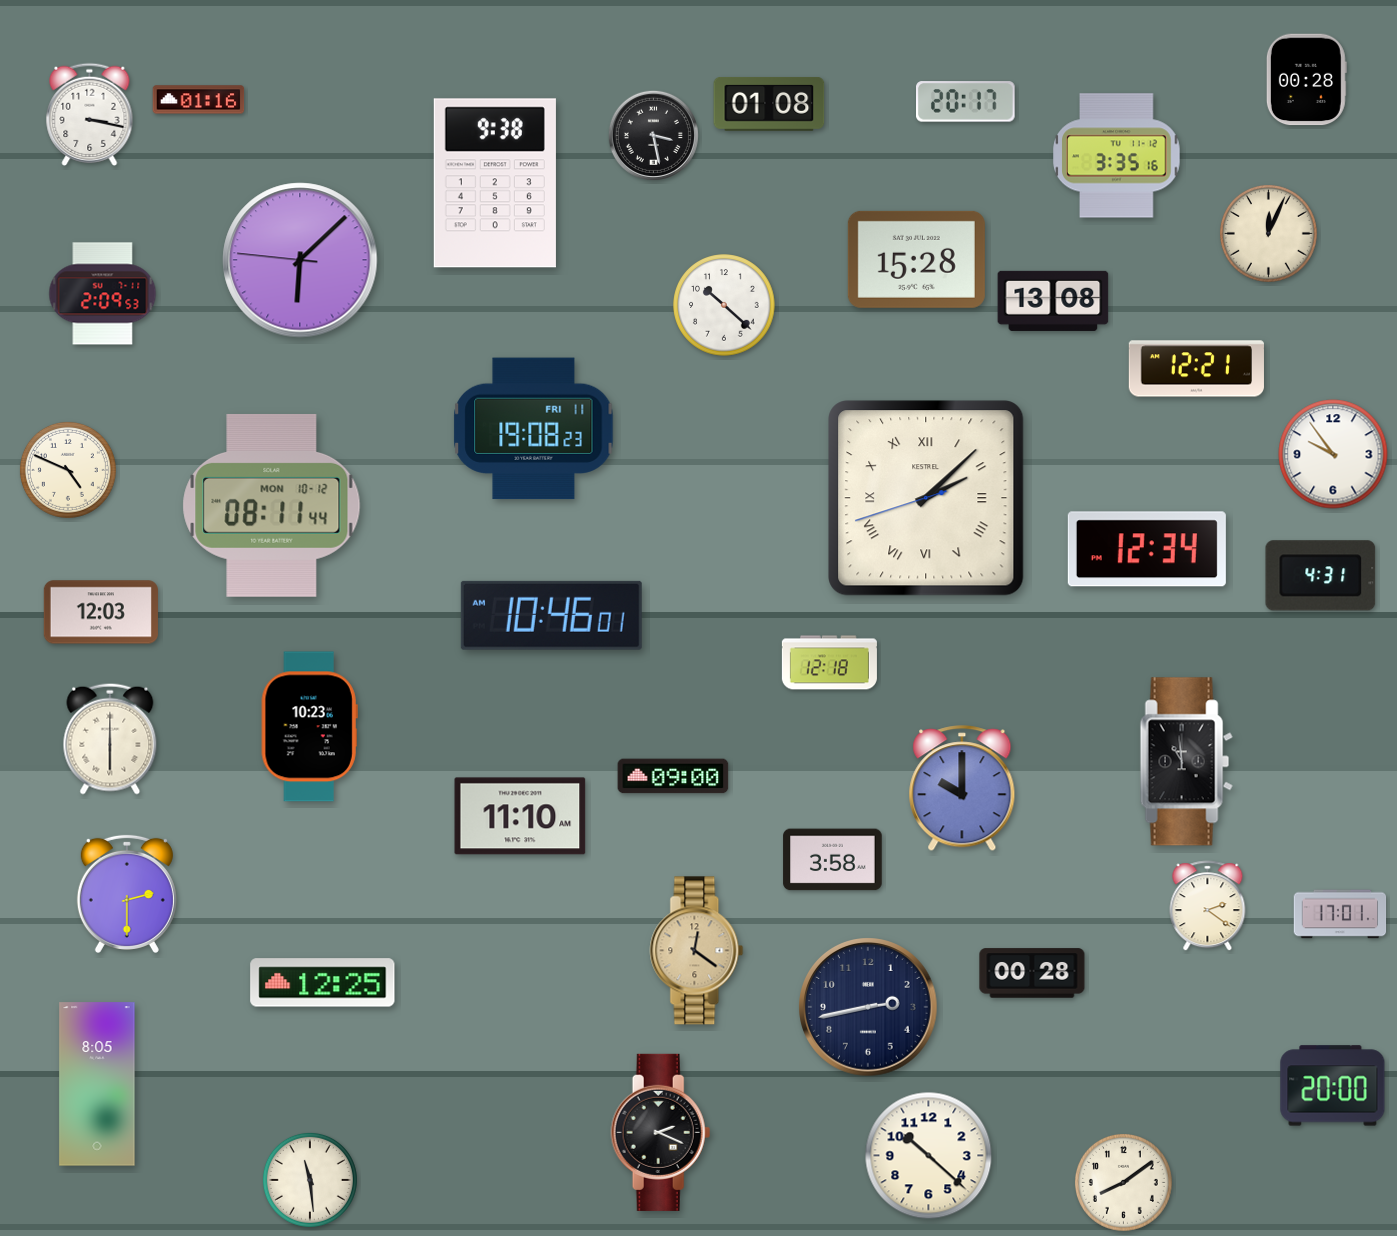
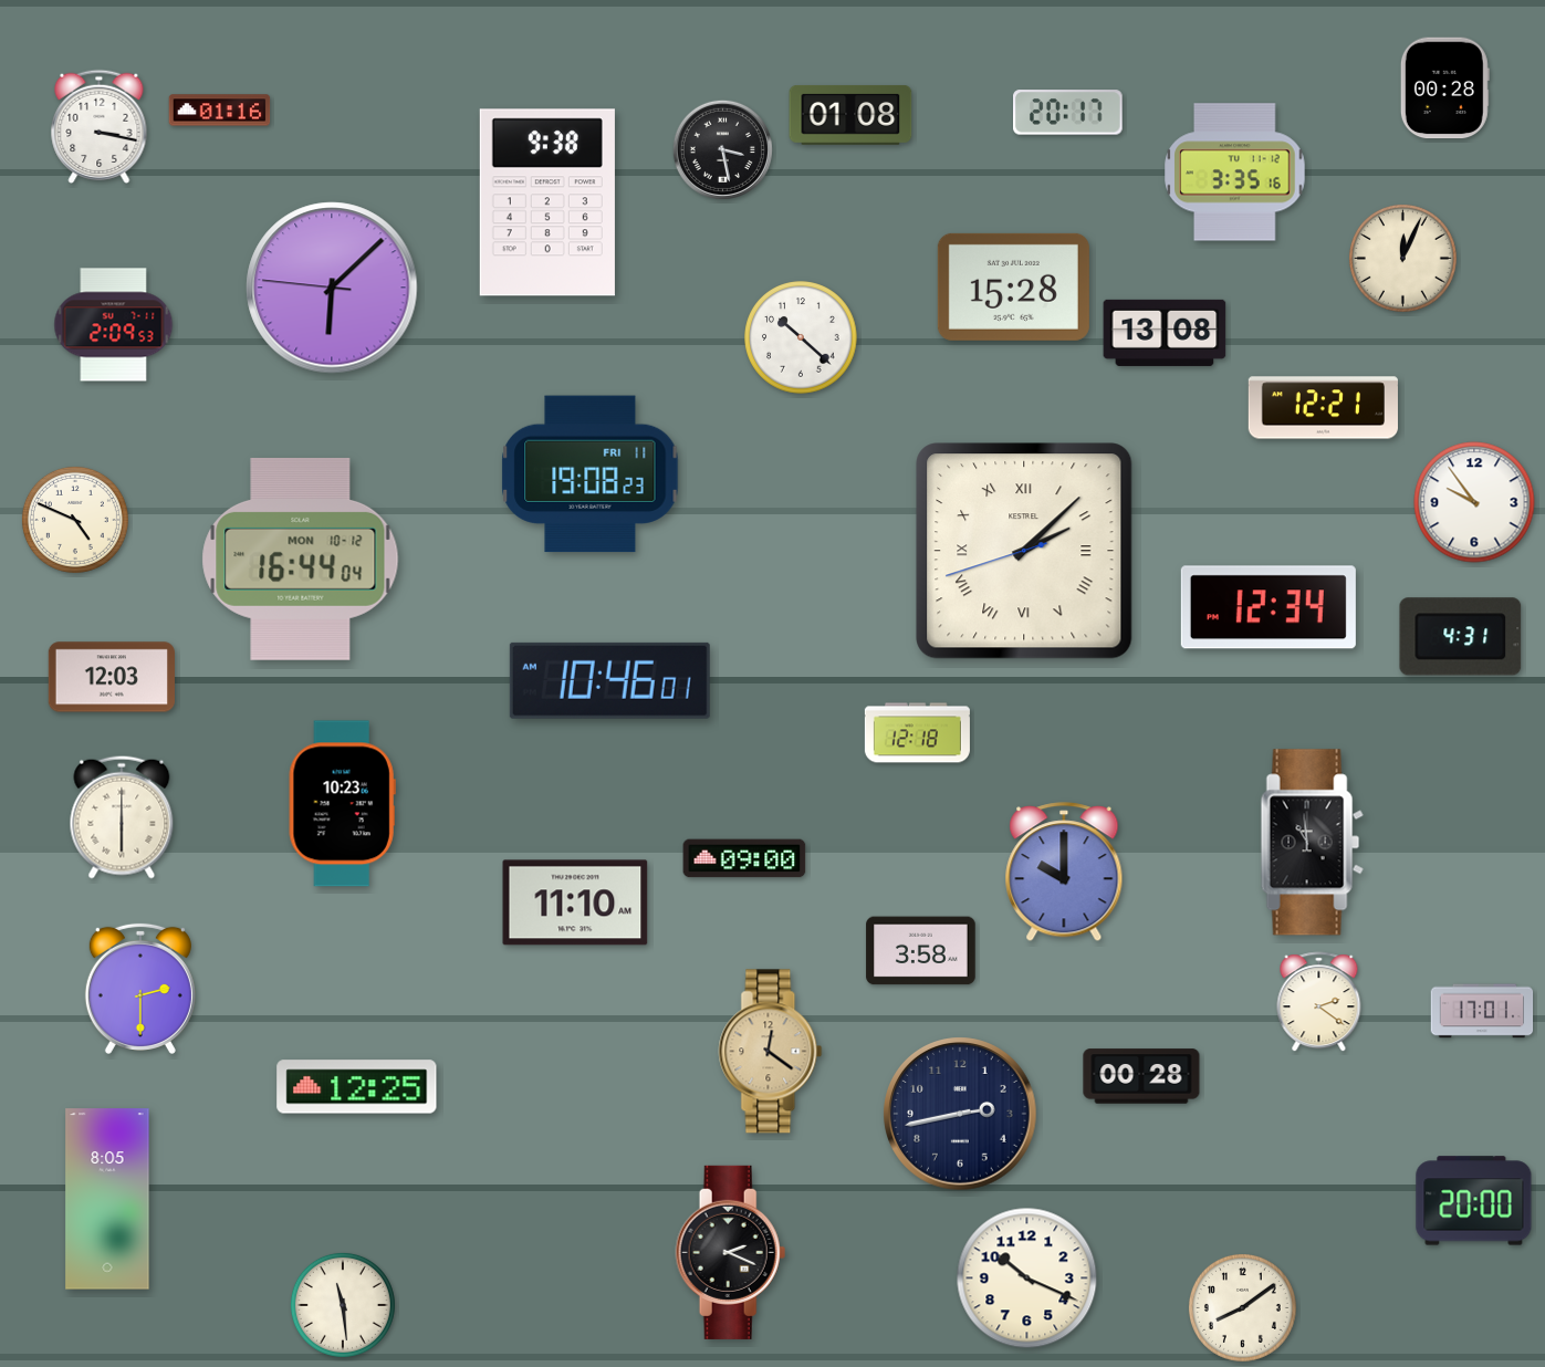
clock at (272, 505): 08:11 -> 16:44
clock at (1208, 906) position: (1208, 906) -> (1319, 1002)
clock at (929, 1156): 10:22 -> 10:19
